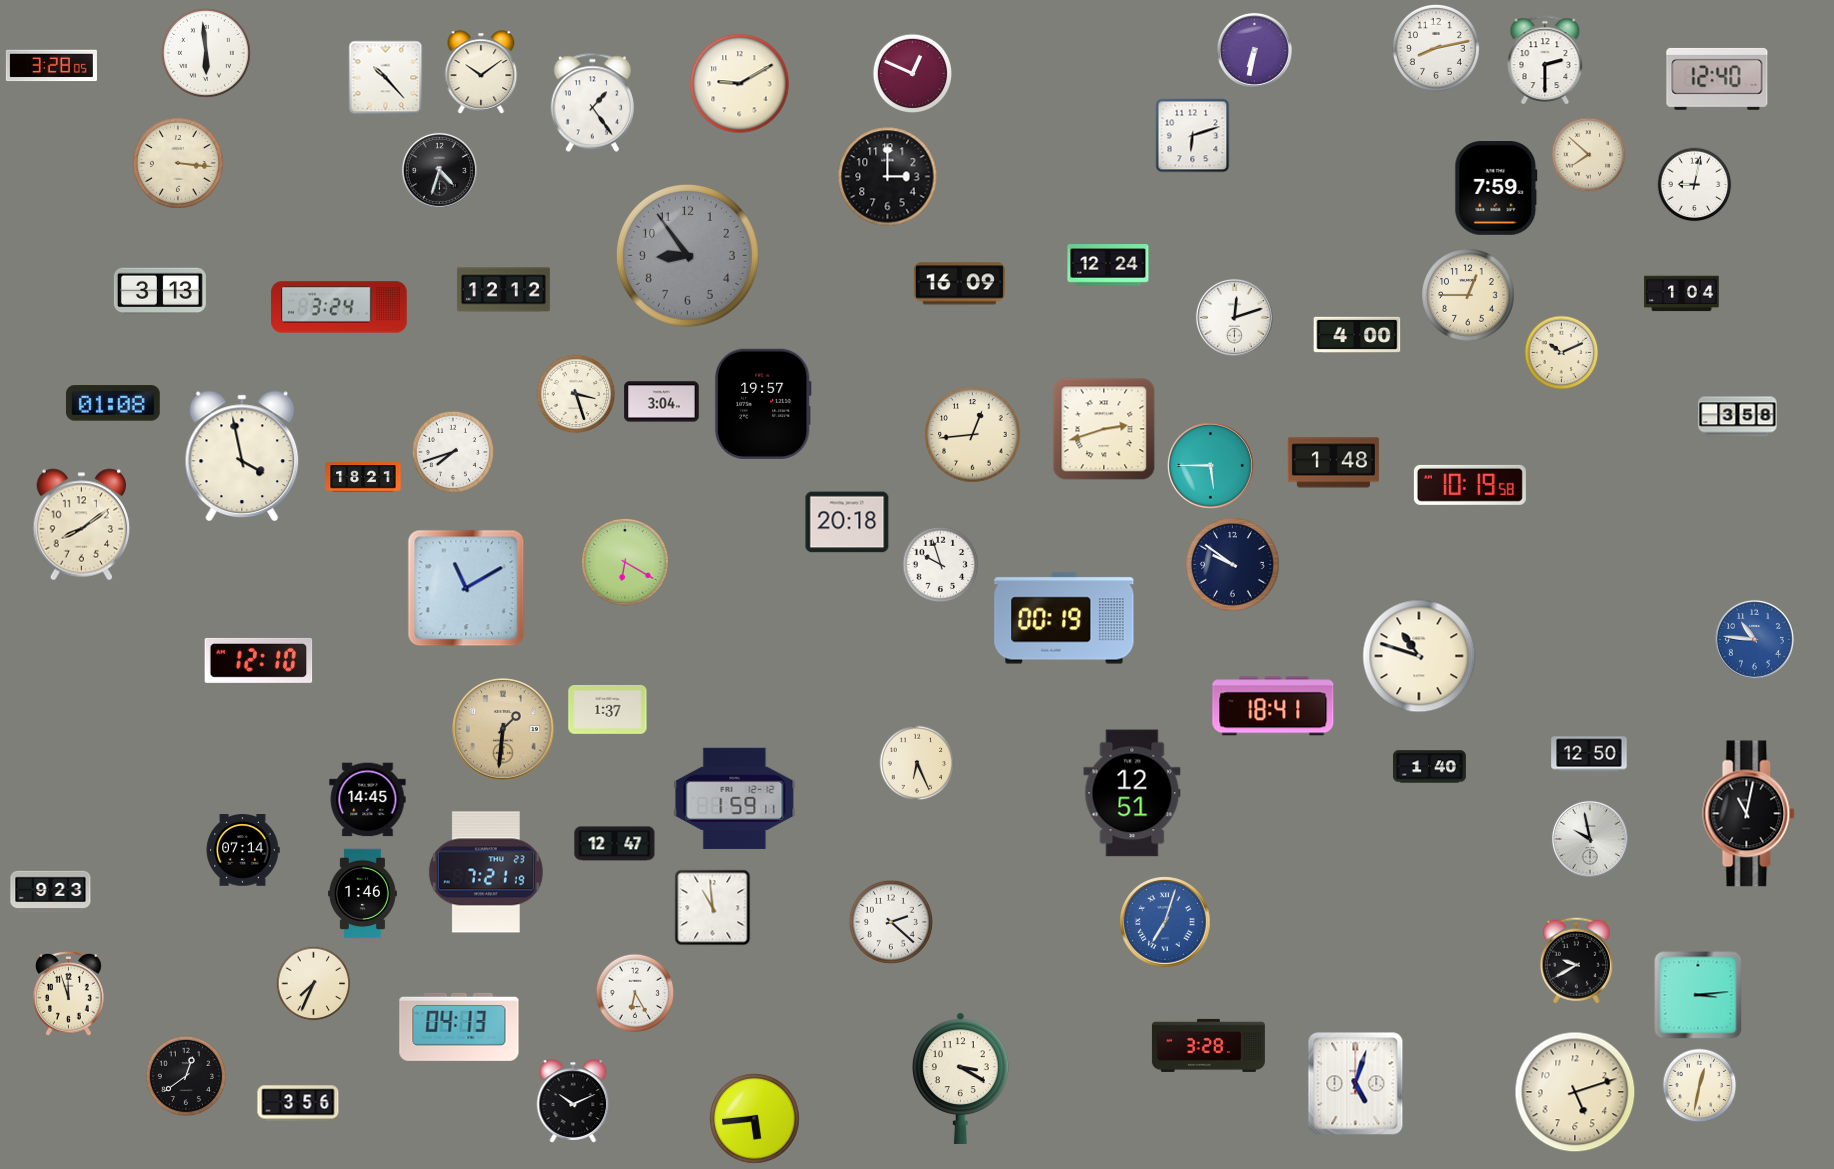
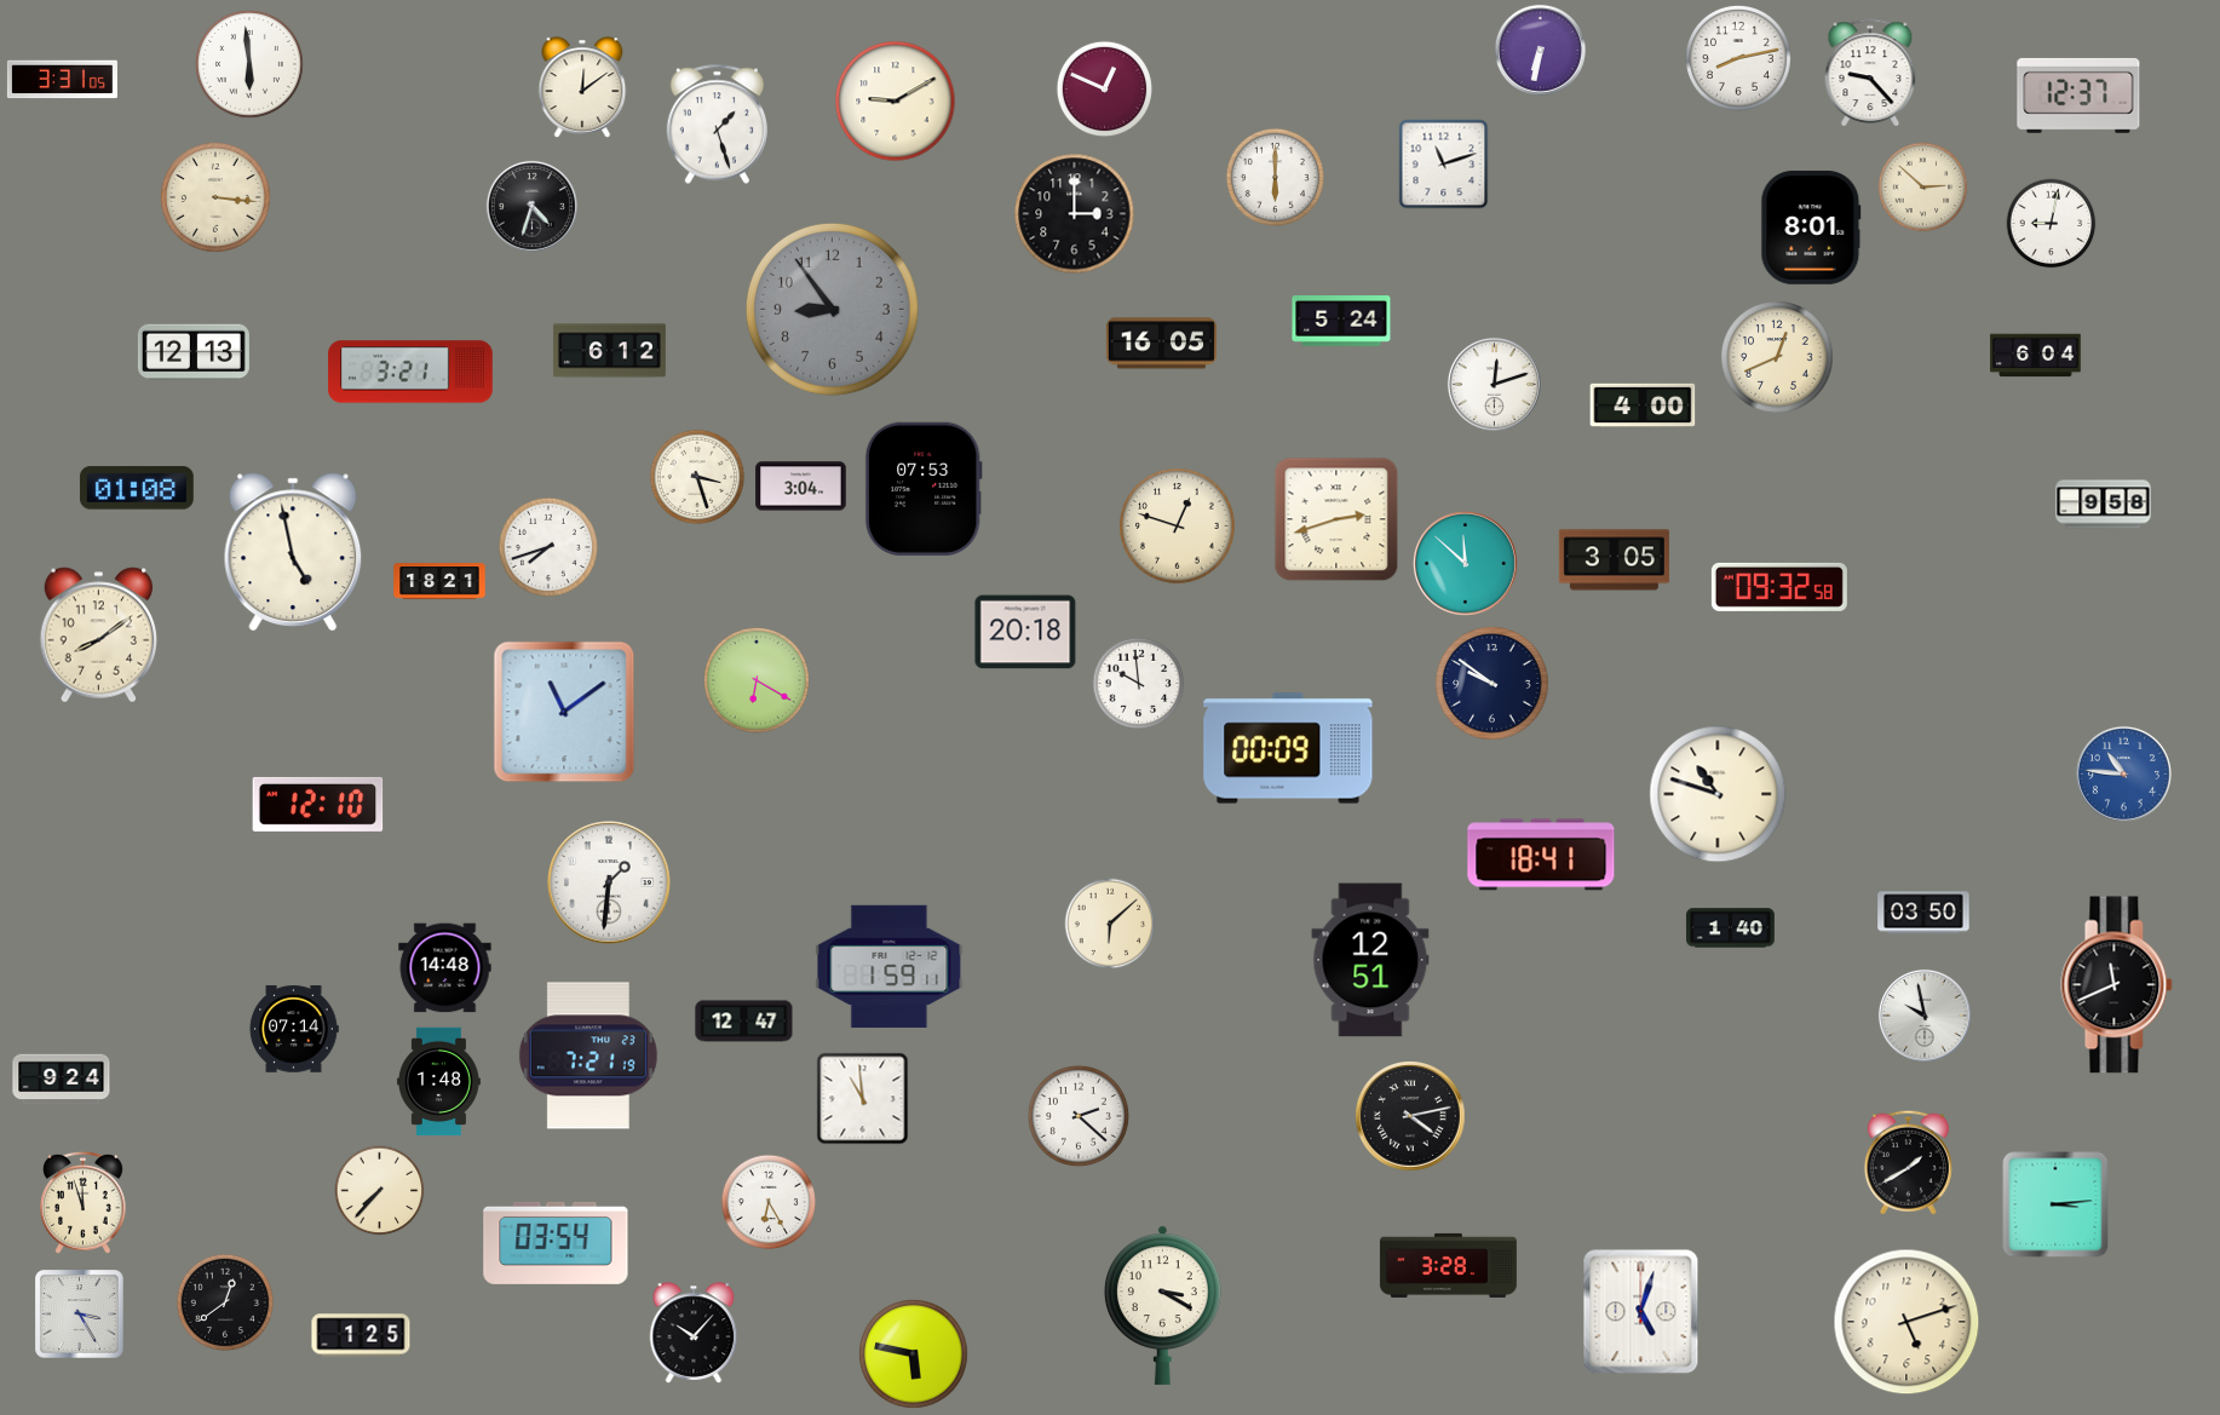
clock at (1254, 50) position: (1254, 50) -> (1540, 50)
clock at (1545, 60): 2:30 -> 9:23
clock at (51, 66): 3:28 -> 3:31
clock at (481, 72): 10:09 -> 12:09
clock at (386, 78): 10:23 -> none
clock at (1717, 79): 12:40 -> 12:37
clock at (592, 103): 1:24 -> 1:27
clock at (1193, 136): 6:12 -> 11:12
clock at (1275, 177): none -> 6:00
clock at (1589, 155): 7:52 -> 2:52
clock at (1496, 189): 7:59 -> 8:01
clock at (1108, 266): 12:24 -> 5:24
clock at (959, 284): 16:09 -> 16:05
clock at (503, 290): 12:12 -> 6:12
clock at (160, 291): 3:13 -> 12:13
clock at (1682, 294): 1:04 -> 6:04
clock at (1468, 295): 12:45 -> 12:41
clock at (339, 307): 3:24 -> 3:21
clock at (1562, 353): 10:11 -> none
clock at (763, 404): 19:57 -> 07:53
clock at (1738, 417): 3:58 -> 9:58
clock at (973, 435): 12:44 -> 12:48
clock at (242, 456): 3:58 -> 4:58
clock at (1333, 463): 1:48 -> 3:05
clock at (1210, 465): 5:45 -> 11:52
clock at (363, 477) position: (363, 477) -> (439, 581)
clock at (1470, 485): 10:19 -> 09:32
clock at (941, 565): 9:57 -> 9:59
clock at (466, 588): 11:10 -> 11:09
clock at (1064, 618): 00:19 -> 00:09
clock at (259, 660) position: (259, 660) -> (318, 804)
clock at (608, 710): 1:37 -> none
clock at (503, 729) dial: champagne -> white
clock at (1589, 754): 12:50 -> 03:50
clock at (917, 763): 6:26 -> 6:08
clock at (368, 800): 14:45 -> 14:48
clock at (1749, 814): 11:02 -> 11:41
clock at (51, 892): 9:23 -> 9:24
clock at (362, 894): 1:46 -> 1:48
clock at (1166, 923): 7:03 -> 4:13
clock at (1166, 923) dial: blue -> black
clock at (1576, 960): 9:40 -> 1:40
clock at (314, 984): 7:34 -> 7:37
clock at (459, 1027): 04:13 -> 03:54
clock at (1208, 1045) position: (1208, 1045) -> (1448, 1265)
clock at (80, 1315): none -> 3:25
clock at (1700, 1086): 12:32 -> none
clock at (573, 1101): 10:11 -> 10:07
clock at (298, 1103): 3:56 -> 1:25
clock at (755, 1119): 5:44 -> 5:47
